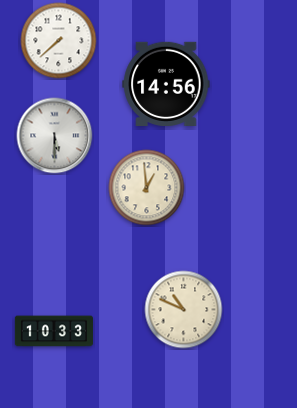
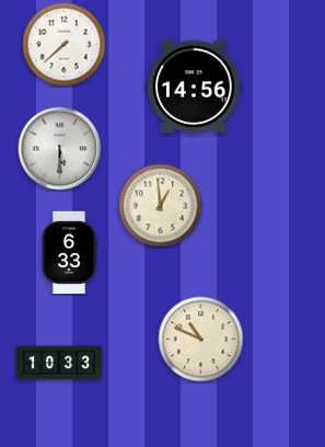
clock at (166, 83) position: (166, 83) -> (194, 85)
clock at (69, 253): none -> 6:33
